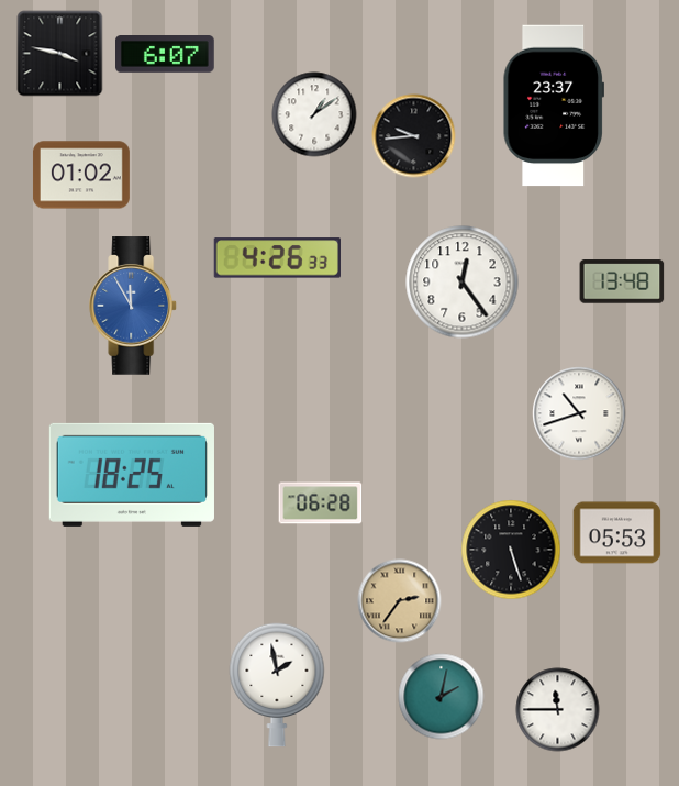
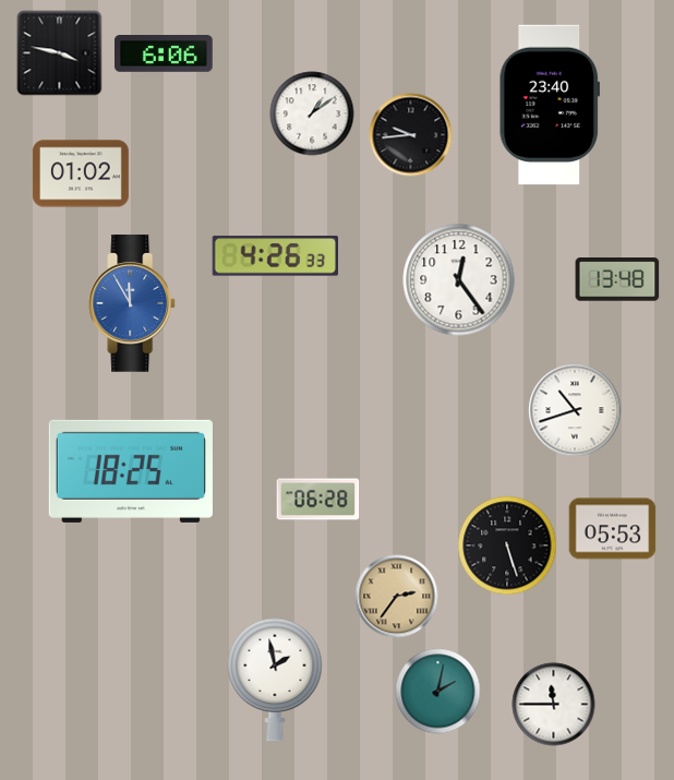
clock at (166, 55): 6:07 -> 6:06
clock at (553, 106): 23:37 -> 23:40
